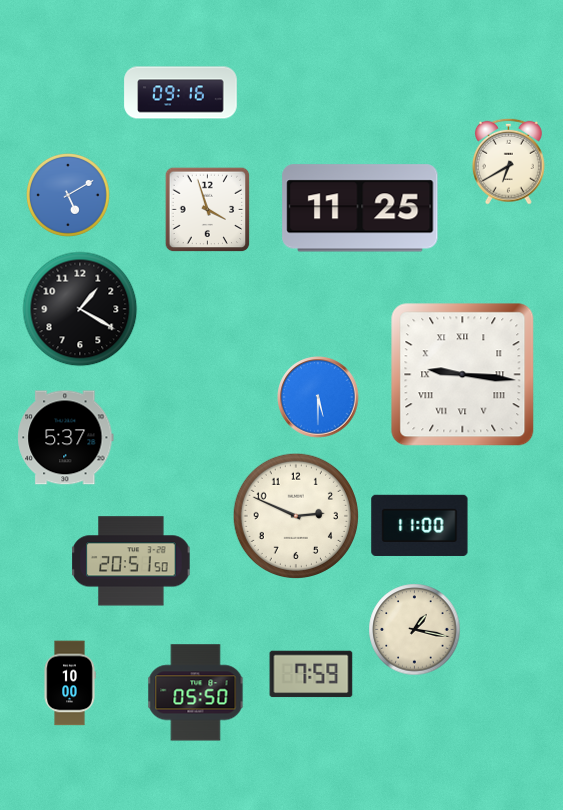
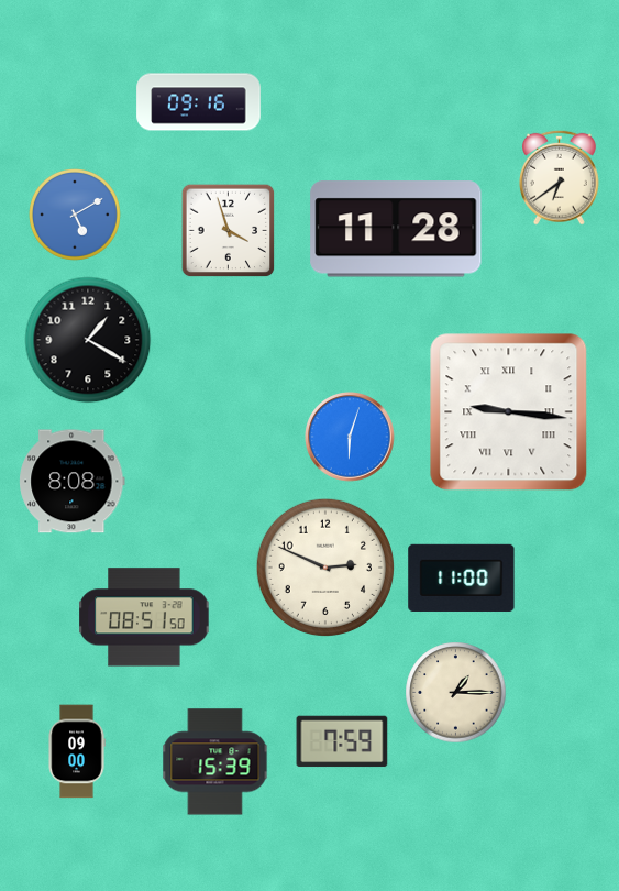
clock at (508, 161): 6:40 -> 6:39
clock at (360, 208): 11:25 -> 11:28
clock at (318, 397): 5:30 -> 6:03
clock at (66, 438): 5:37 -> 8:08
clock at (131, 561): 20:51 -> 08:51
clock at (415, 630): 1:17 -> 1:15
clock at (70, 683): 10:00 -> 09:00
clock at (196, 693): 05:50 -> 15:39
